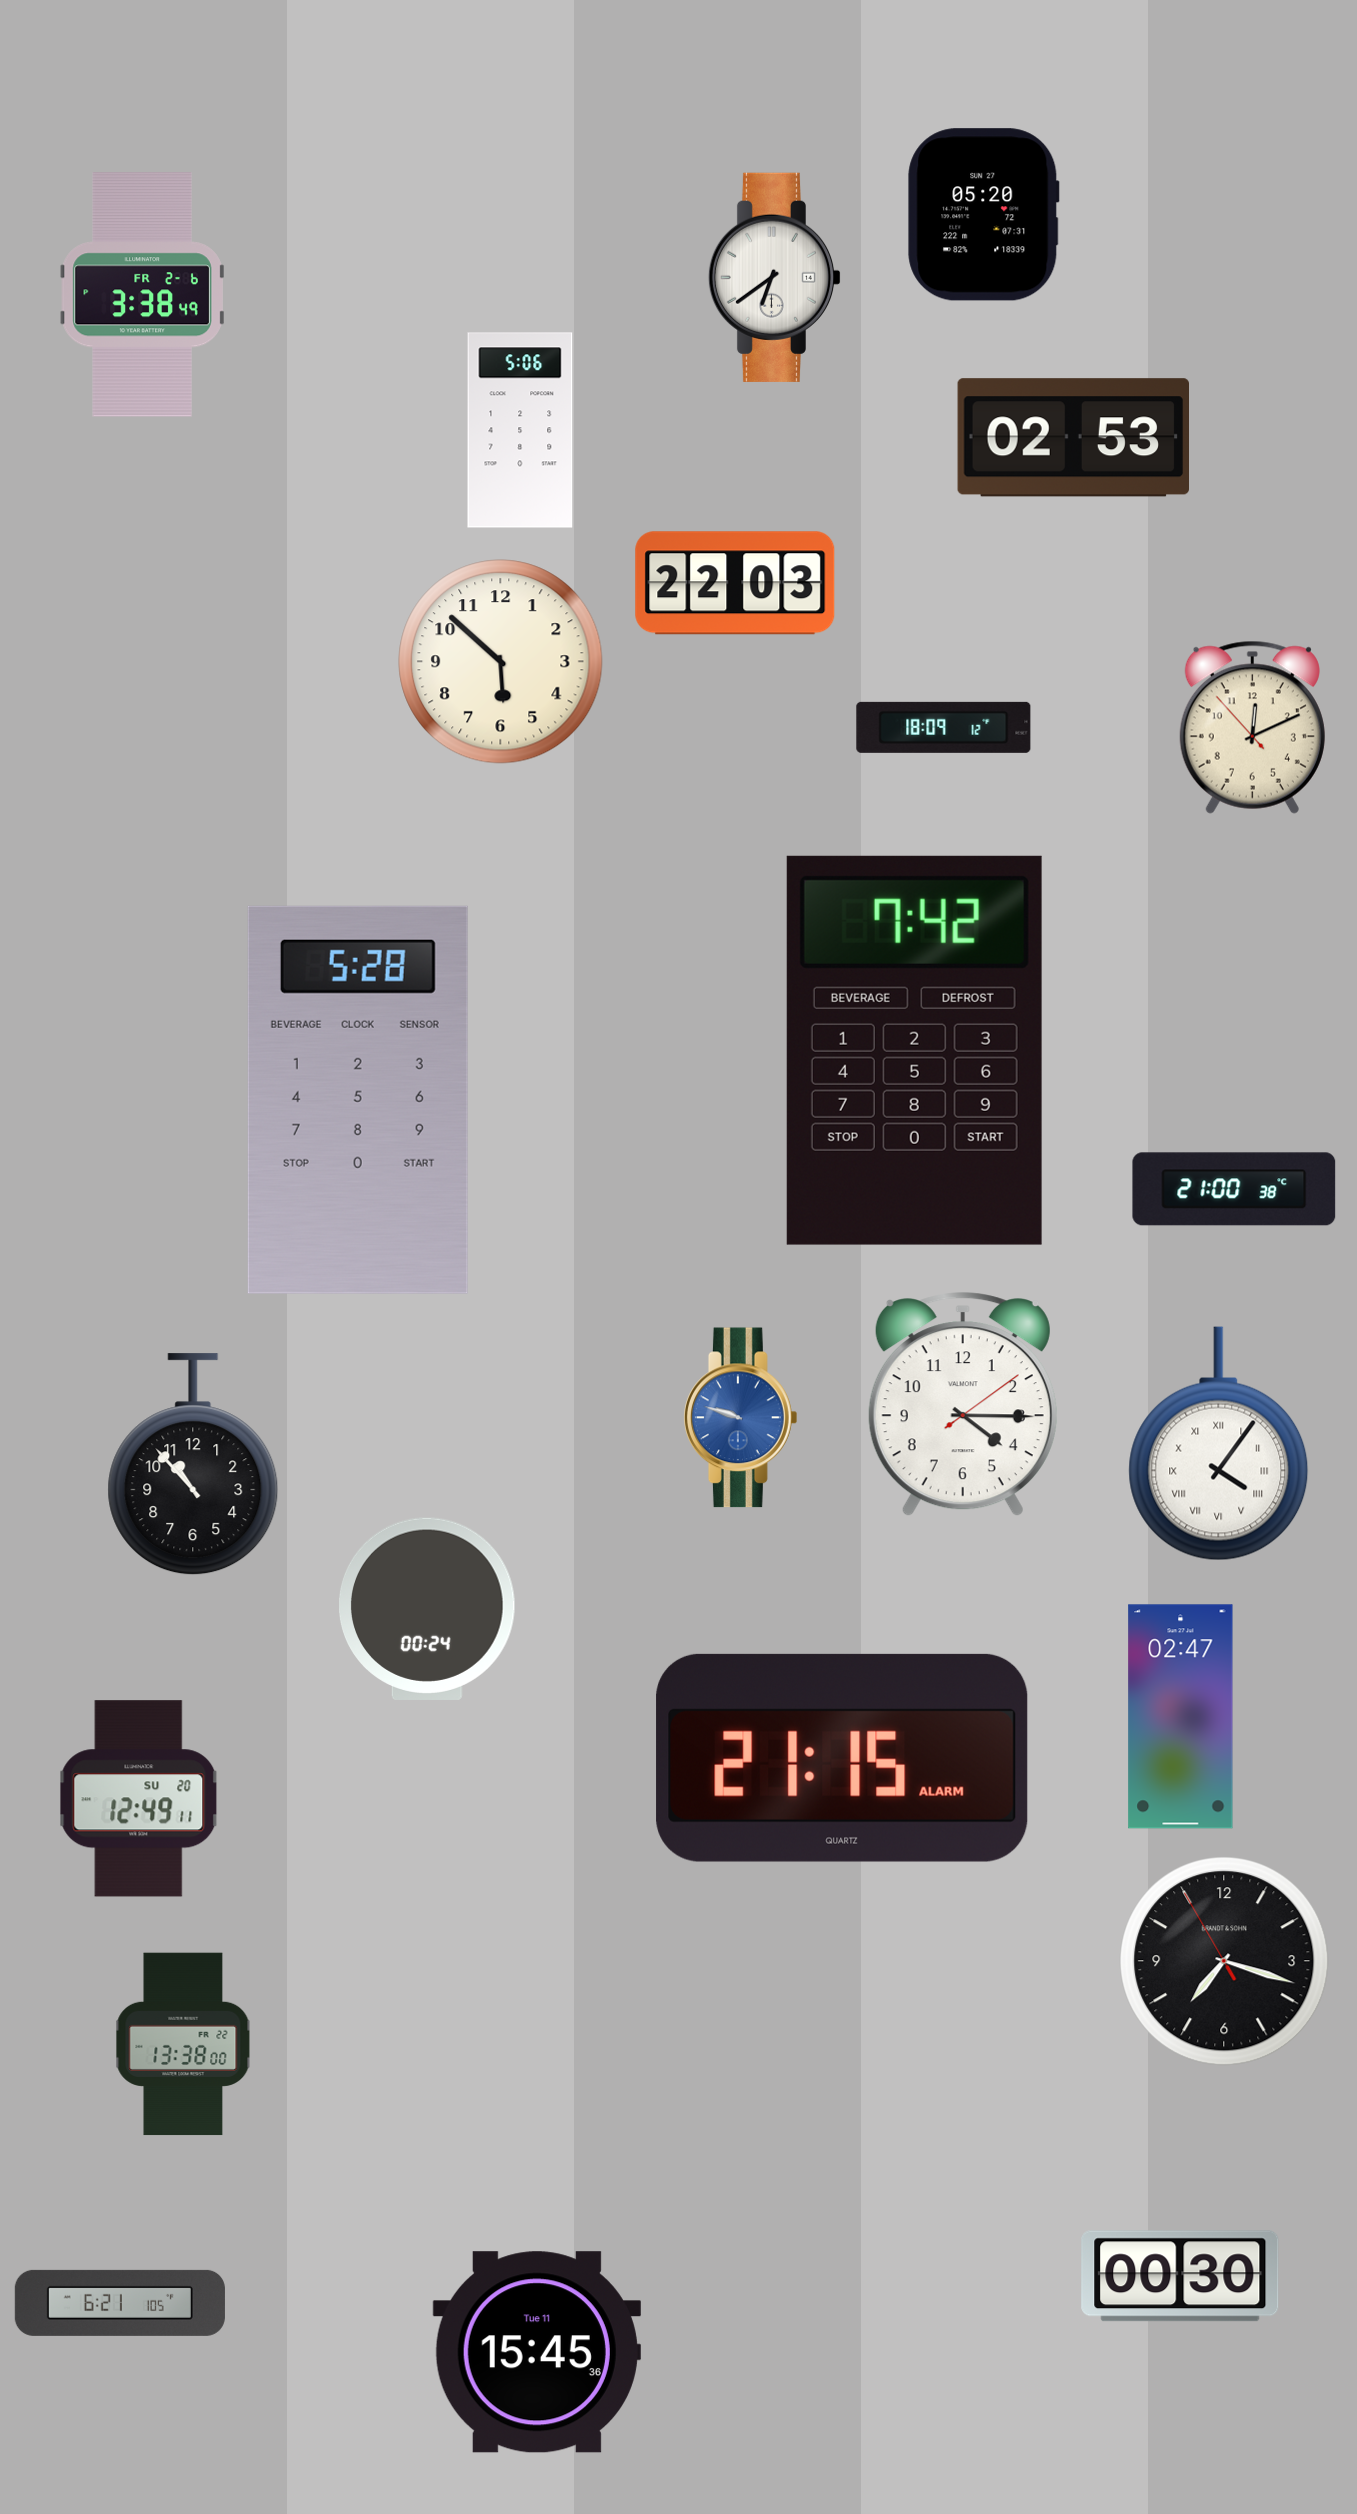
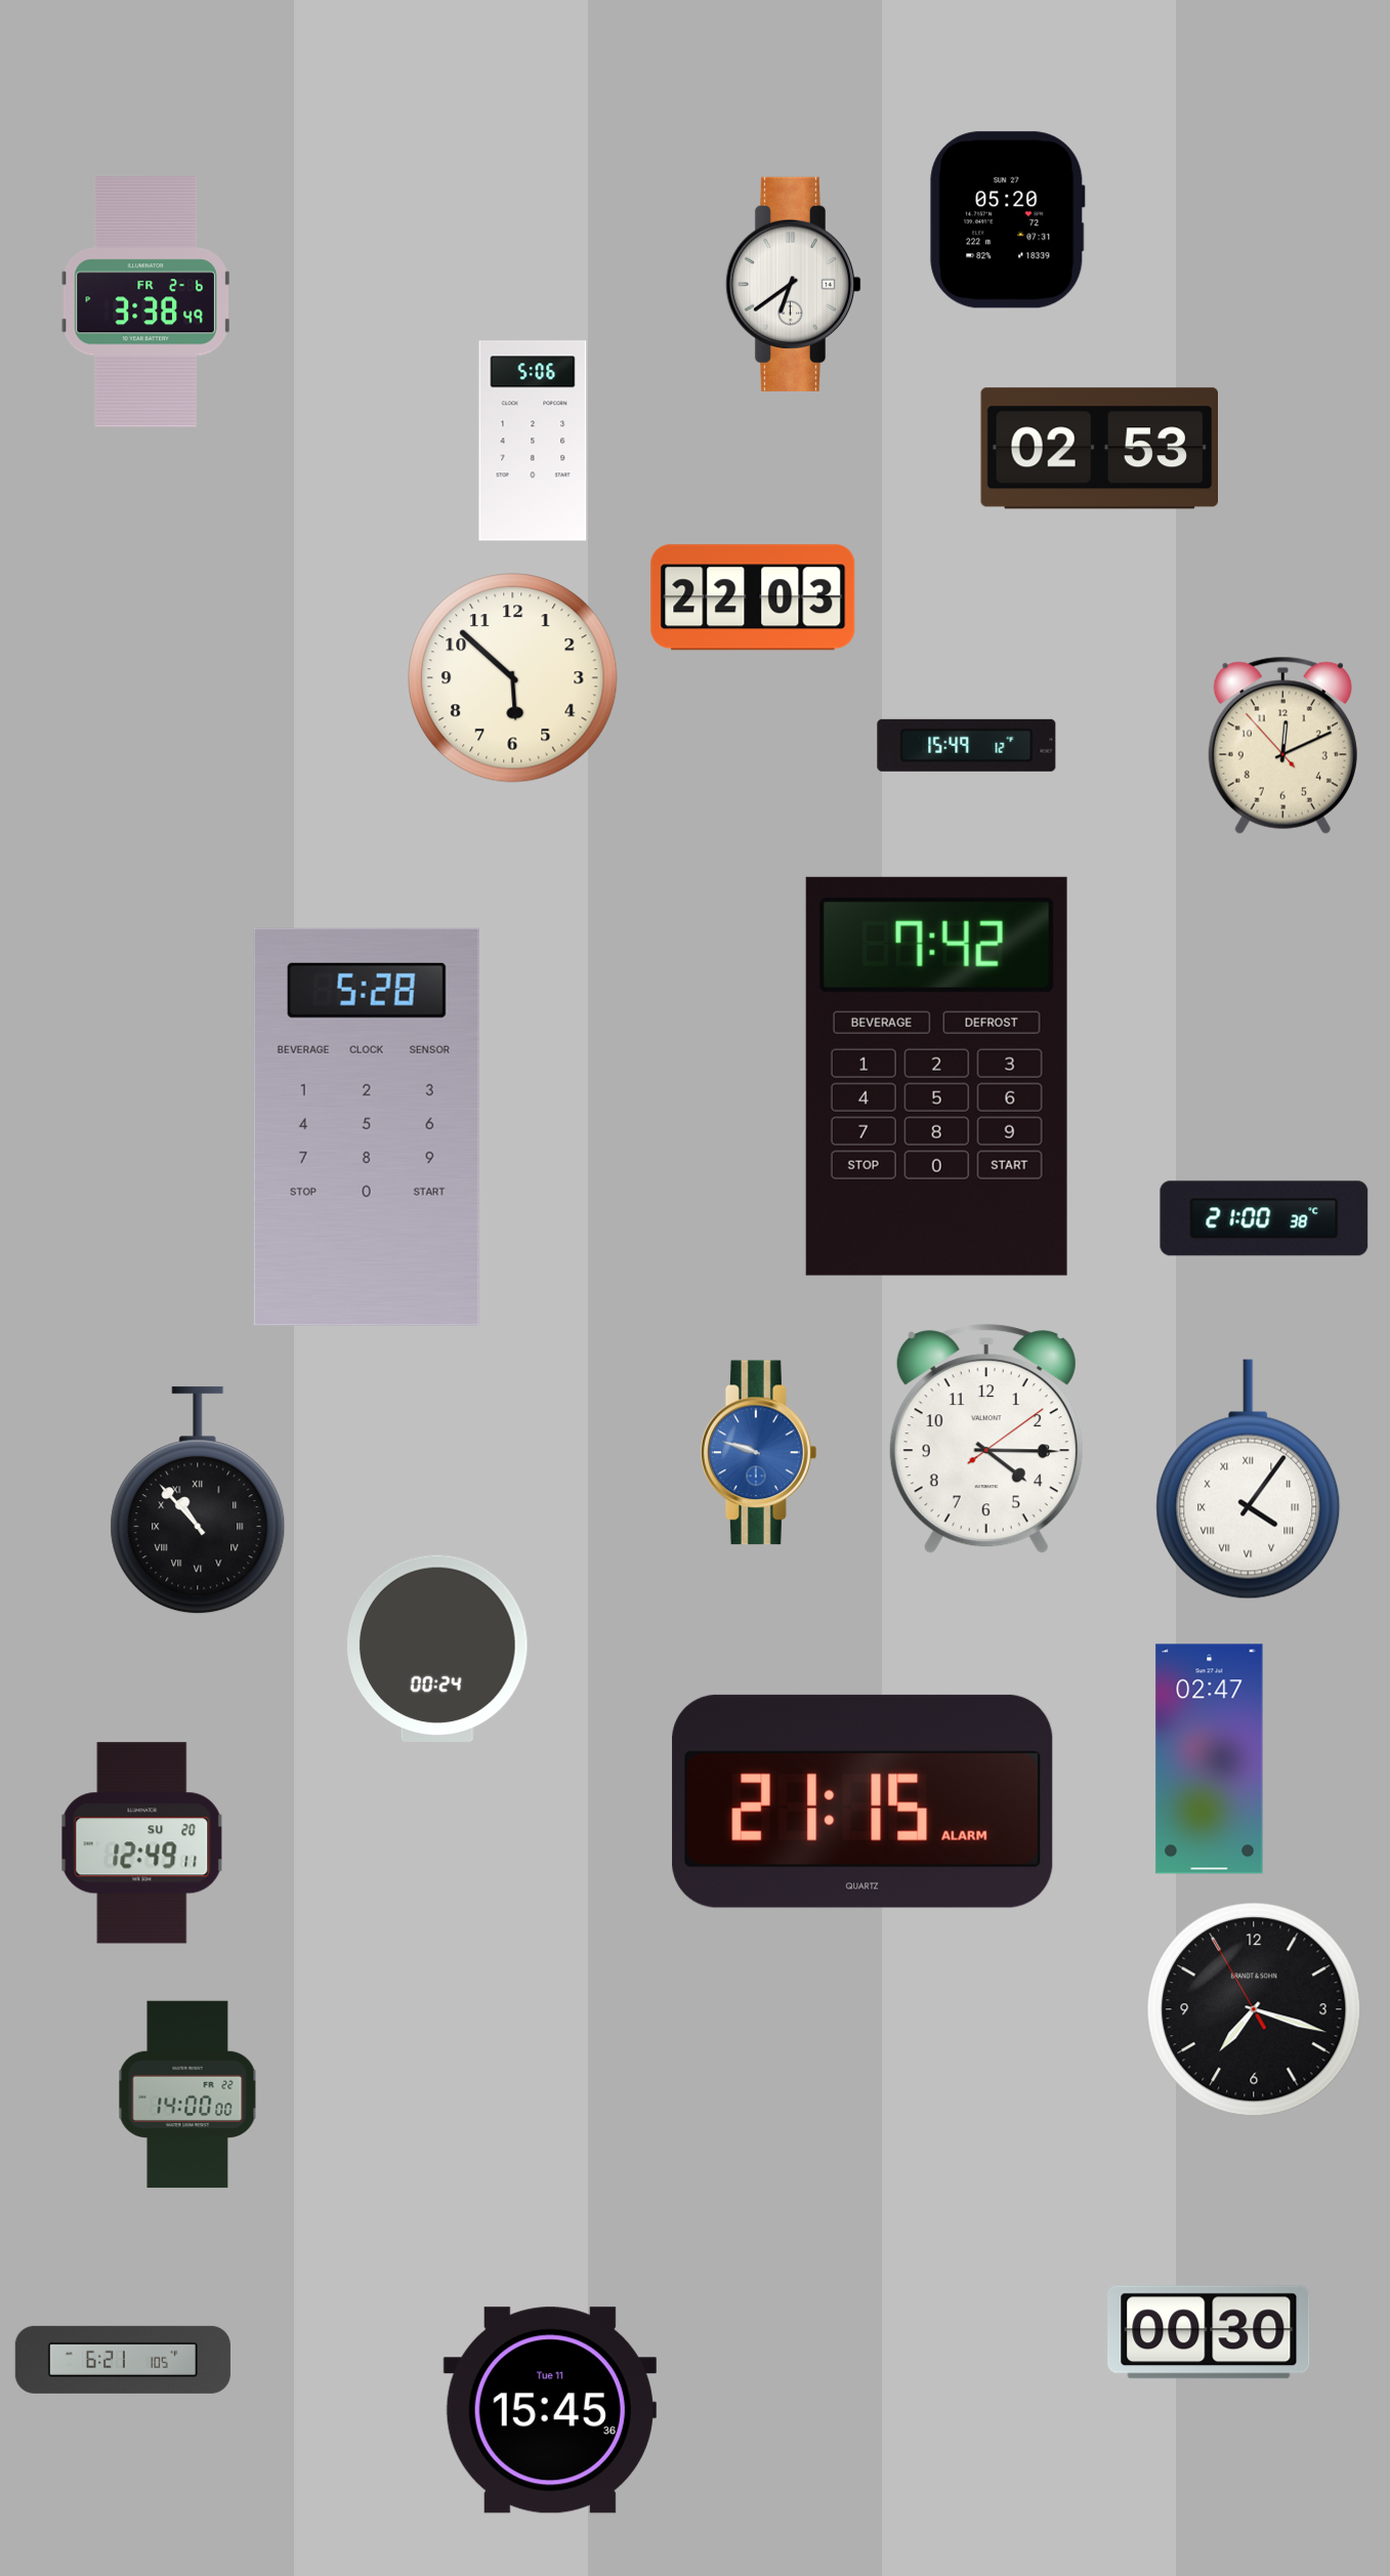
clock at (944, 727): 18:09 -> 15:49
clock at (193, 1465) numerals: Arabic -> Roman
clock at (183, 2044): 13:38 -> 14:00
